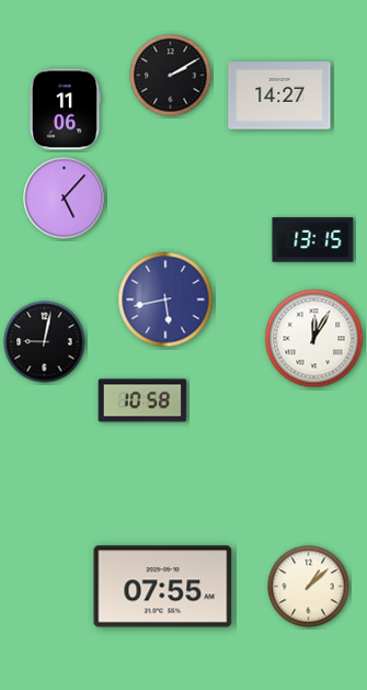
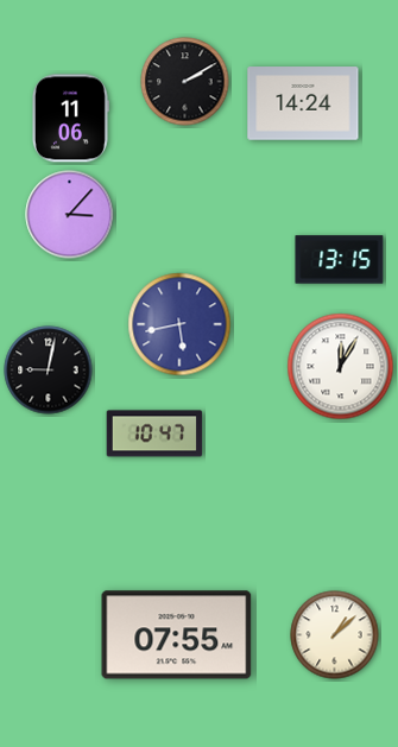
clock at (279, 95): 14:27 -> 14:24
clock at (65, 199): 5:07 -> 3:07
clock at (142, 400): 10:58 -> 10:47
